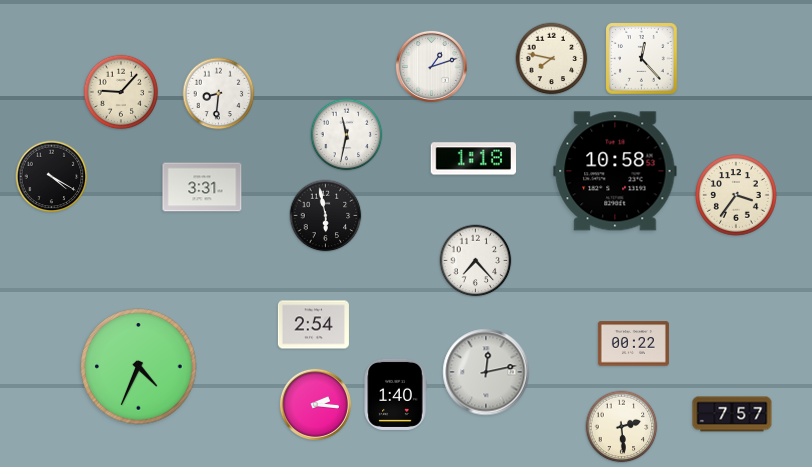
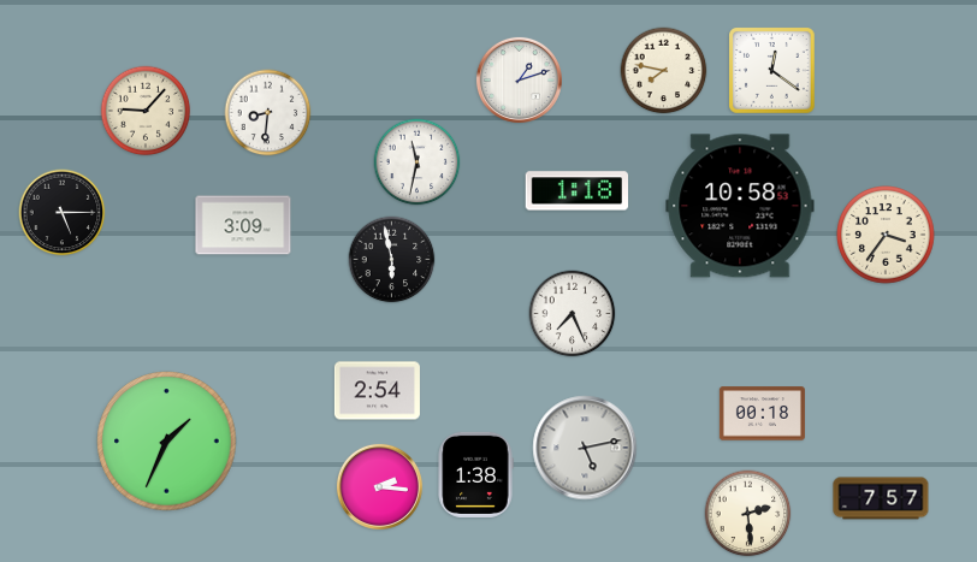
clock at (642, 59): 12:23 -> 12:21
clock at (219, 94) position: (219, 94) -> (268, 113)
clock at (473, 159) position: (473, 159) -> (576, 191)
clock at (52, 177): 4:20 -> 5:15
clock at (202, 187): 3:31 -> 3:09
clock at (476, 261): 7:23 -> 7:26
clock at (633, 344): 00:22 -> 00:18
clock at (139, 367): 4:34 -> 1:34
clock at (486, 372): 12:13 -> 5:13
clock at (395, 394): 1:40 -> 1:38
